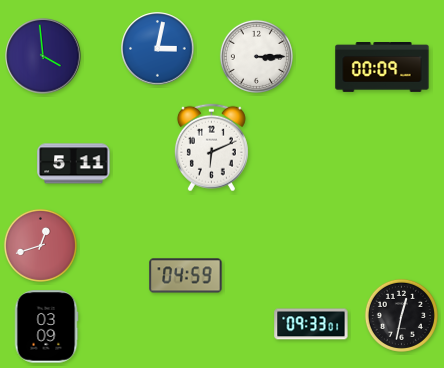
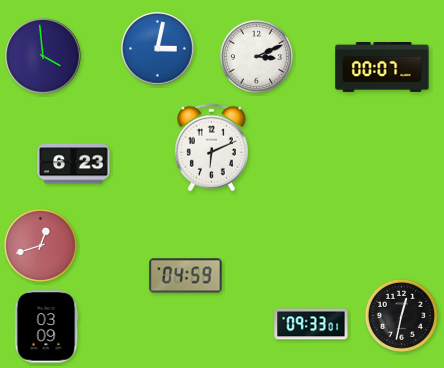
clock at (256, 56): 3:15 -> 3:11
clock at (382, 68): 00:09 -> 00:07
clock at (74, 164): 5:11 -> 6:23
